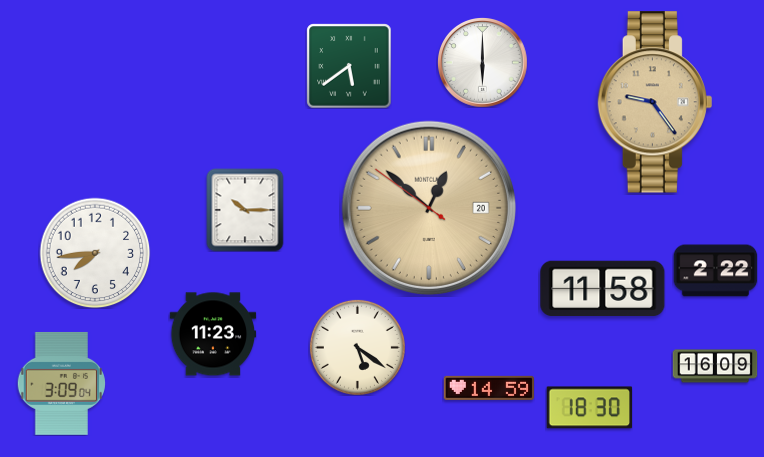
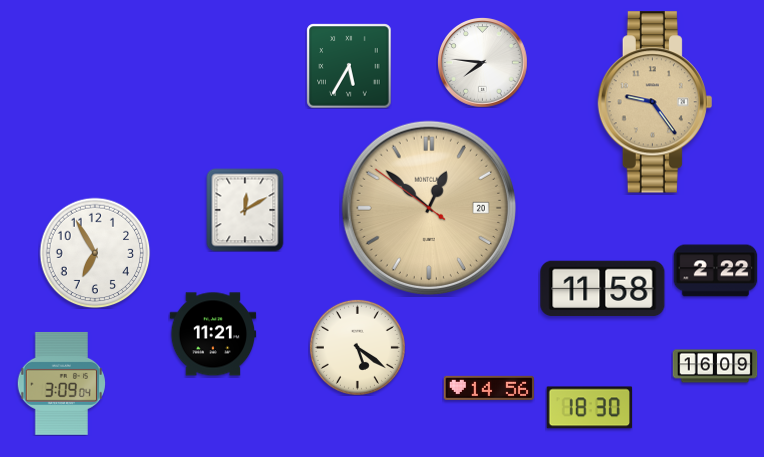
clock at (483, 63): 6:00 -> 7:46
clock at (349, 66): 5:39 -> 5:35
clock at (245, 210): 10:15 -> 12:10
clock at (95, 253): 7:44 -> 6:55
clock at (213, 334): 11:23 -> 11:21
clock at (488, 388): 14:59 -> 14:56
